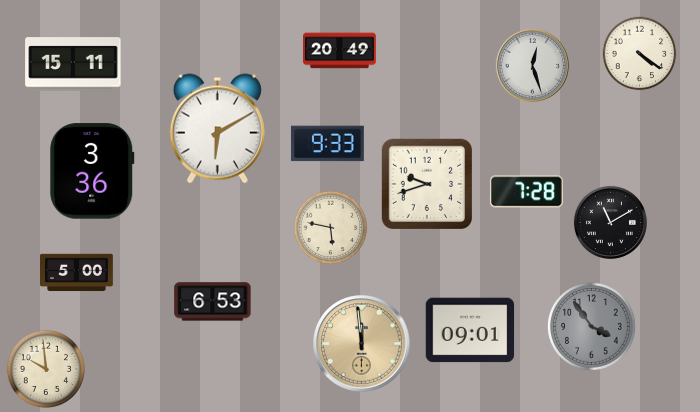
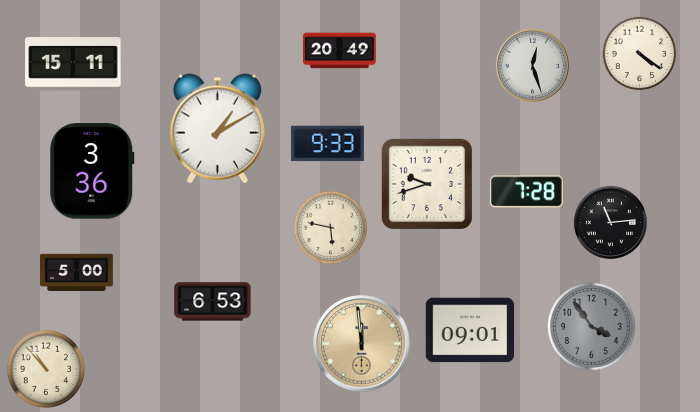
clock at (217, 129): 6:10 -> 1:10
clock at (610, 222): 11:10 -> 11:14
clock at (46, 369): 9:59 -> 10:53
